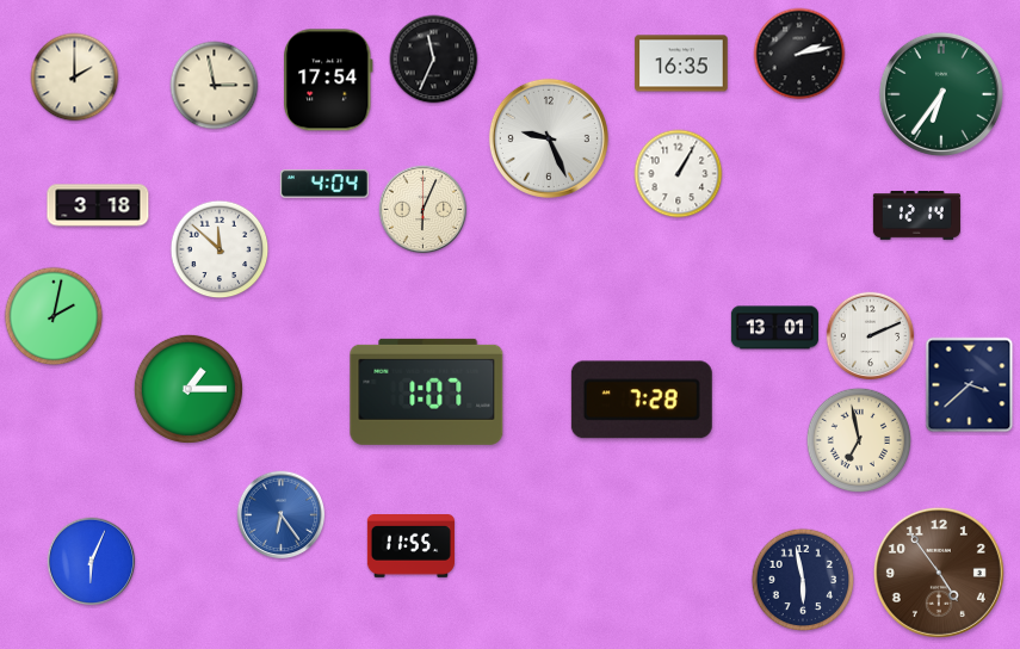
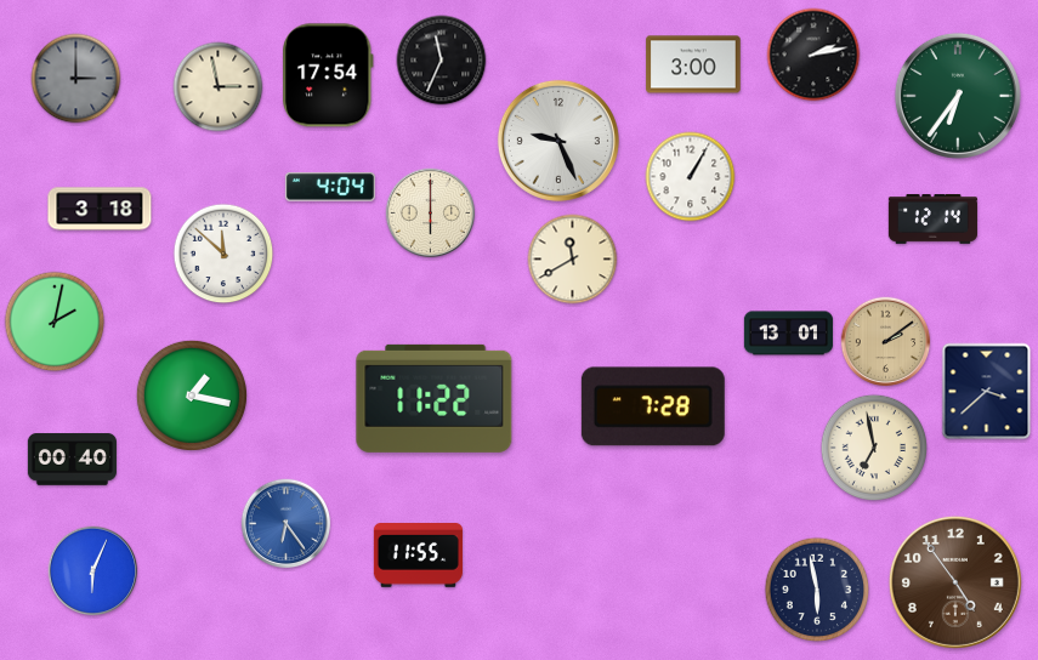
clock at (681, 63): 16:35 -> 3:00
clock at (75, 78): 2:00 -> 3:00
clock at (75, 78) dial: cream -> grey
clock at (329, 80) position: (329, 80) -> (329, 75)
clock at (424, 210): 6:04 -> 6:00
clock at (573, 260): none -> 11:40
clock at (871, 336): 2:11 -> 2:09
clock at (871, 336) dial: white -> champagne
clock at (188, 389): 1:15 -> 1:17
clock at (427, 391): 1:07 -> 11:22
clock at (72, 460): none -> 00:40
